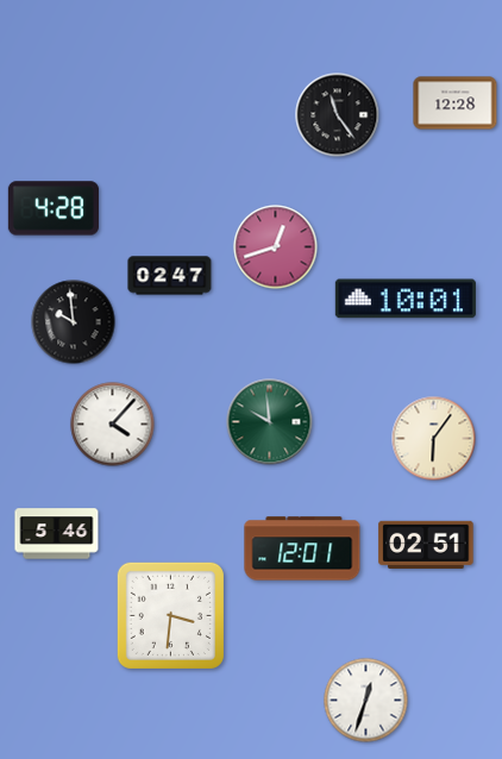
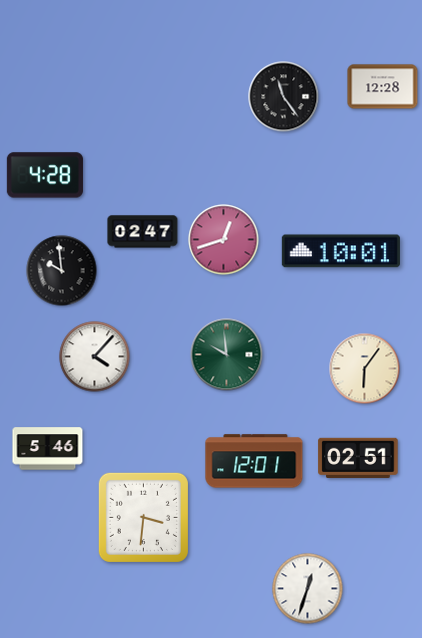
clock at (276, 247) position: (276, 247) -> (224, 240)
